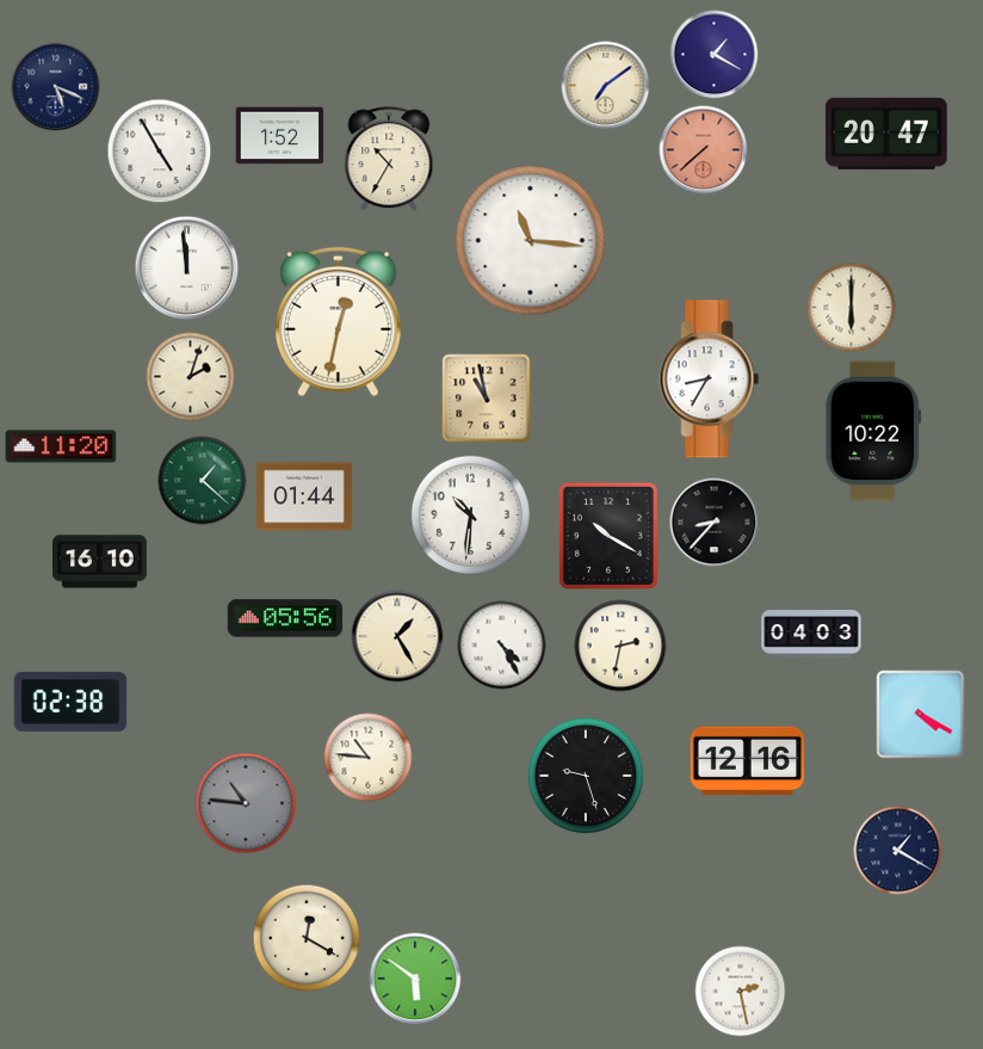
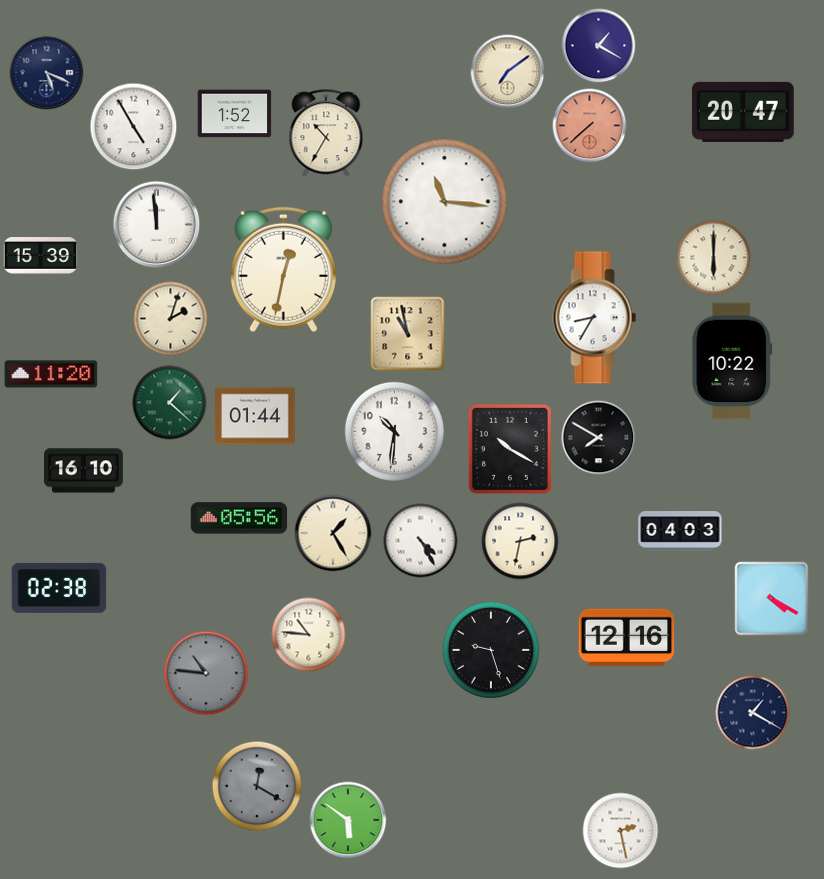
clock at (41, 256): none -> 15:39
clock at (191, 377) position: (191, 377) -> (171, 319)
clock at (715, 523): 8:37 -> 7:50
clock at (307, 938) dial: cream -> grey
